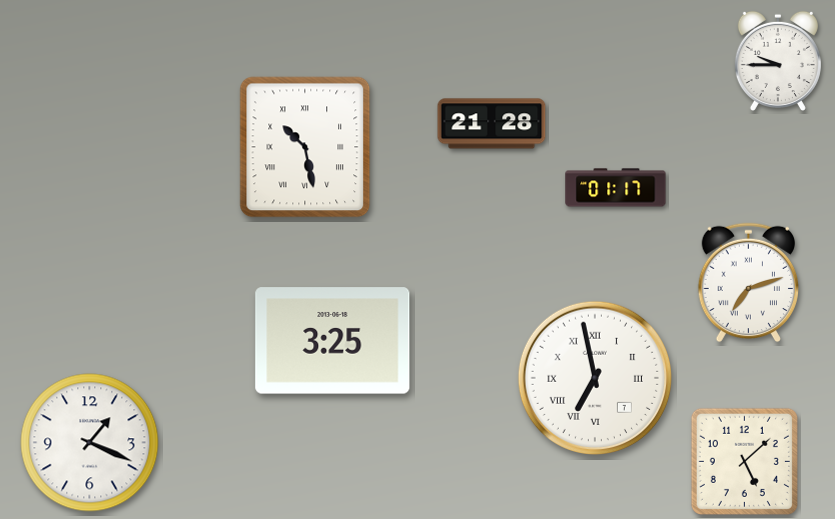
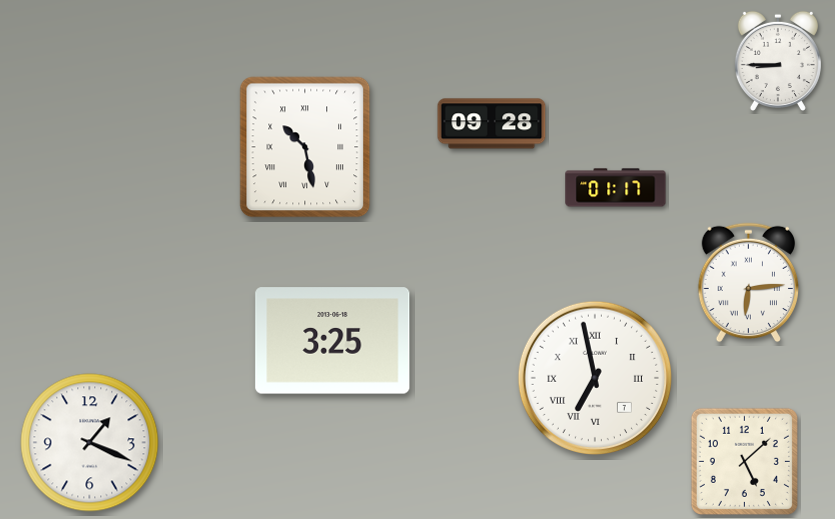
clock at (778, 60): 9:45 -> 8:45
clock at (492, 124): 21:28 -> 09:28
clock at (748, 283): 7:12 -> 6:14
